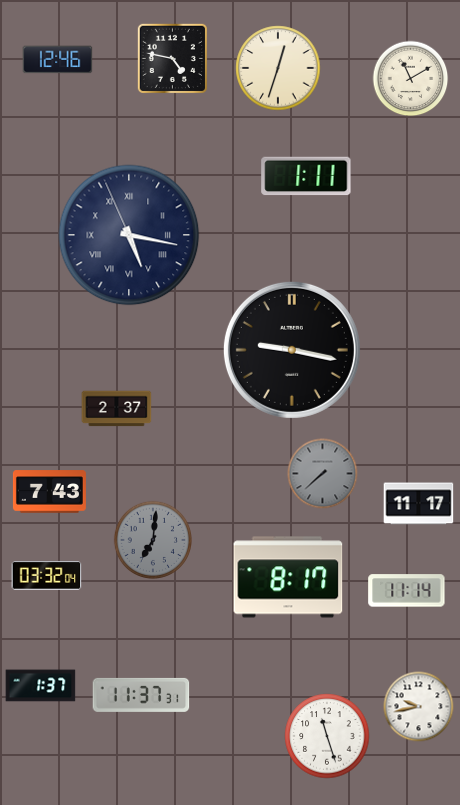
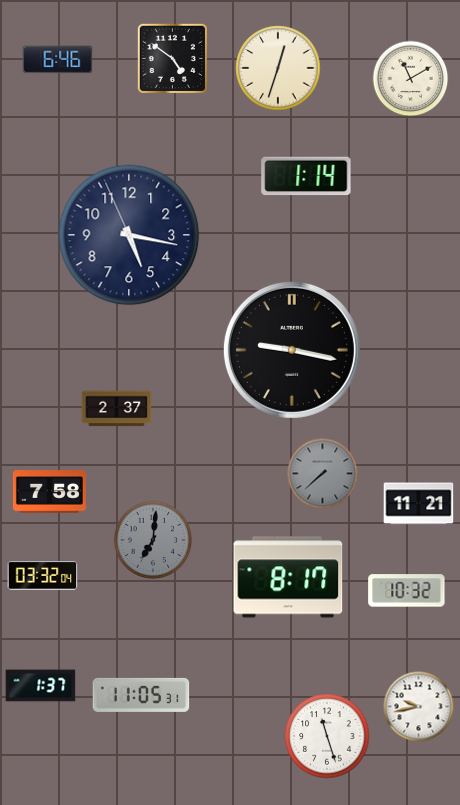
clock at (172, 58): 4:47 -> 4:51
clock at (58, 60): 12:46 -> 6:46
clock at (306, 176): 1:11 -> 1:14
clock at (129, 235) numerals: Roman -> Arabic
clock at (49, 492): 7:43 -> 7:58
clock at (419, 504): 11:17 -> 11:21
clock at (47, 576) position: (47, 576) -> (43, 576)
clock at (407, 591): 11:14 -> 10:32
clock at (141, 695): 11:37 -> 11:05
